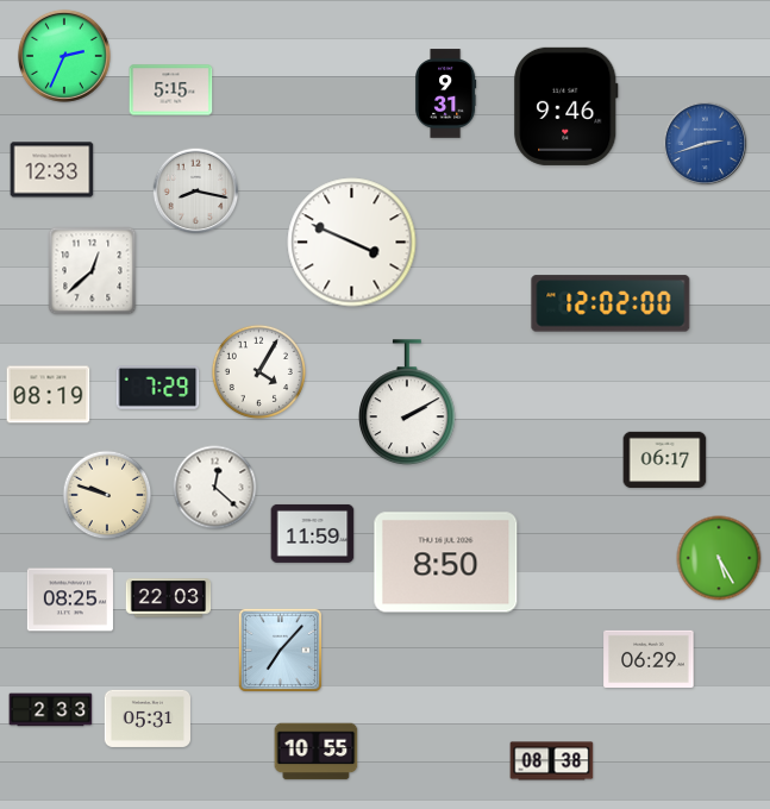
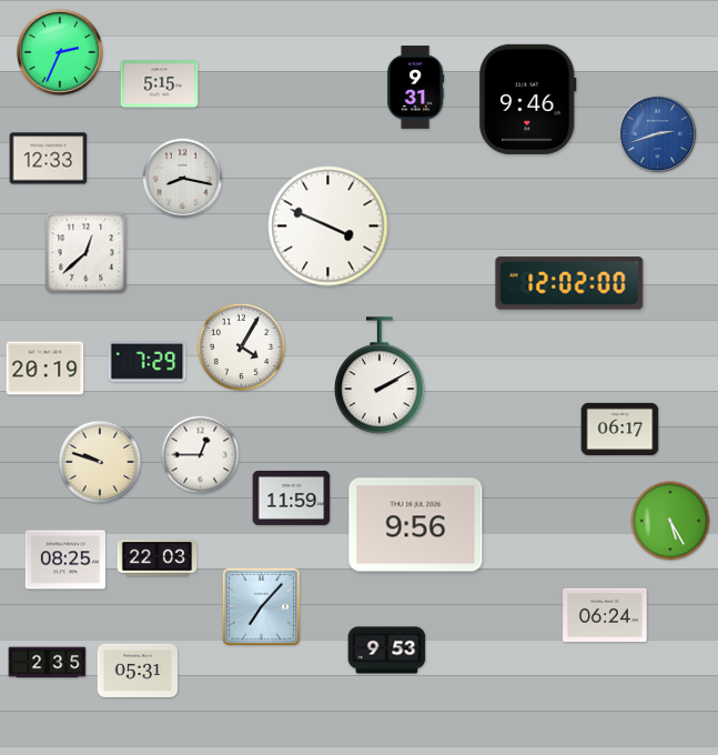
clock at (49, 395): 08:19 -> 20:19
clock at (215, 488): 12:22 -> 12:45
clock at (446, 563): 8:50 -> 9:56
clock at (649, 658): 06:29 -> 06:24
clock at (387, 651): none -> 9:53
clock at (51, 710): 2:33 -> 2:35
clock at (317, 752): 10:55 -> none
clock at (552, 761): 08:38 -> none
